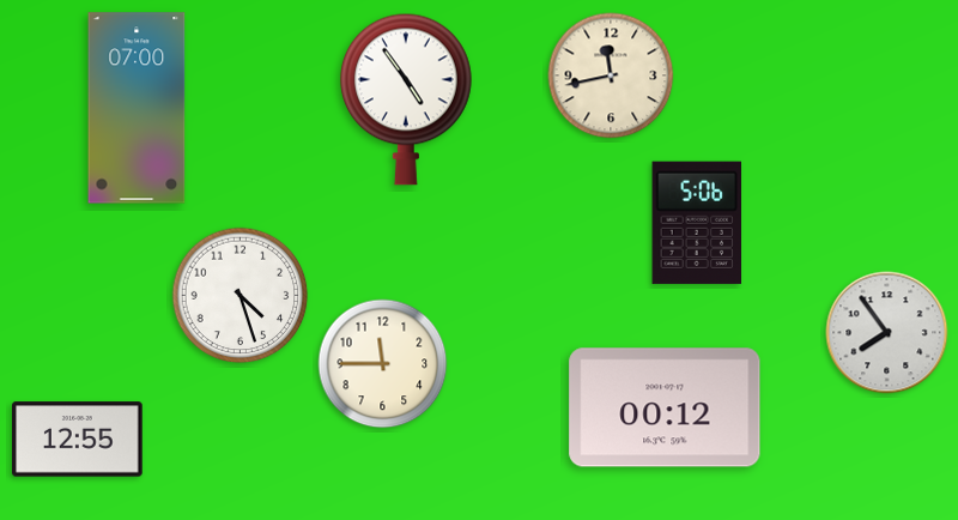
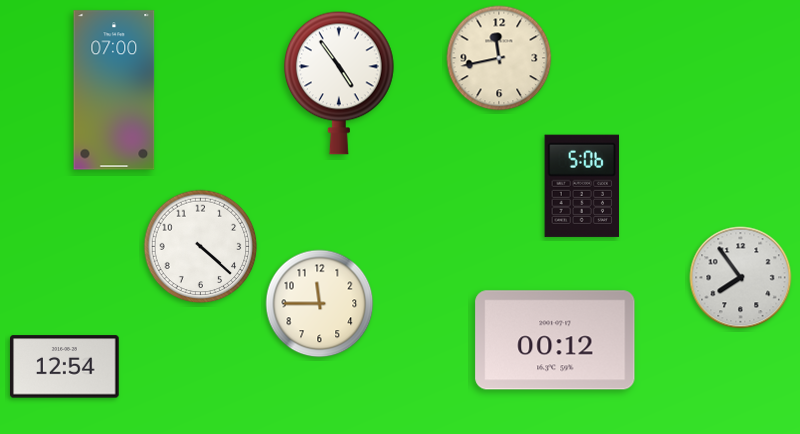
clock at (611, 75) position: (611, 75) -> (499, 58)
clock at (241, 296): 4:27 -> 4:22
clock at (78, 440): 12:55 -> 12:54
